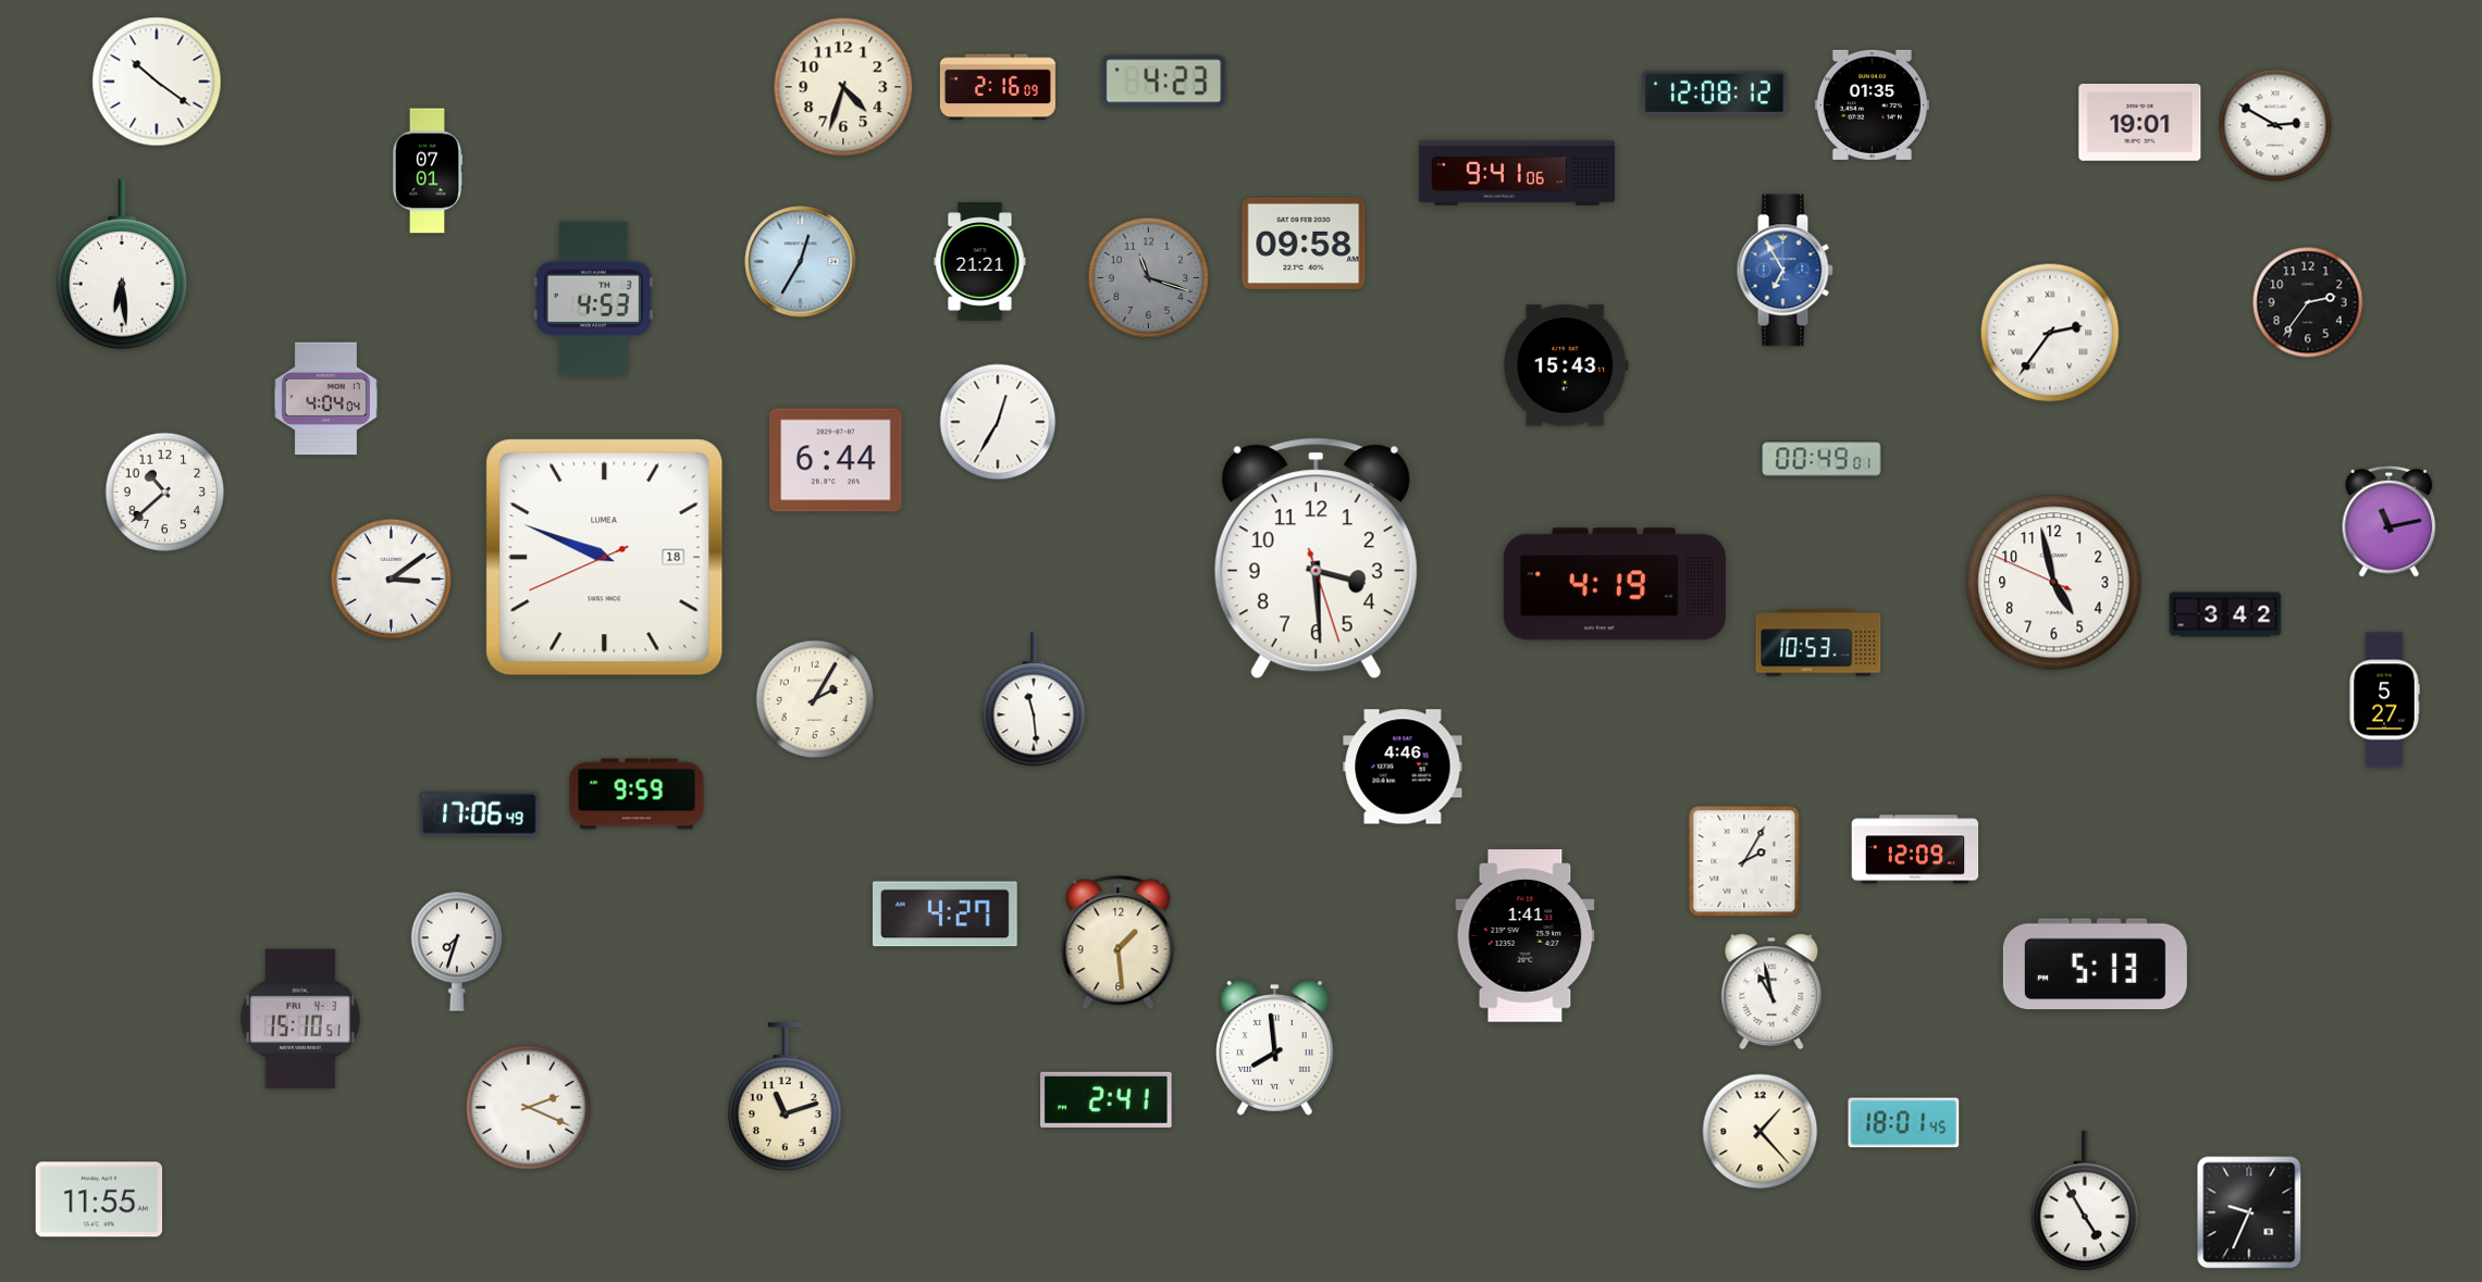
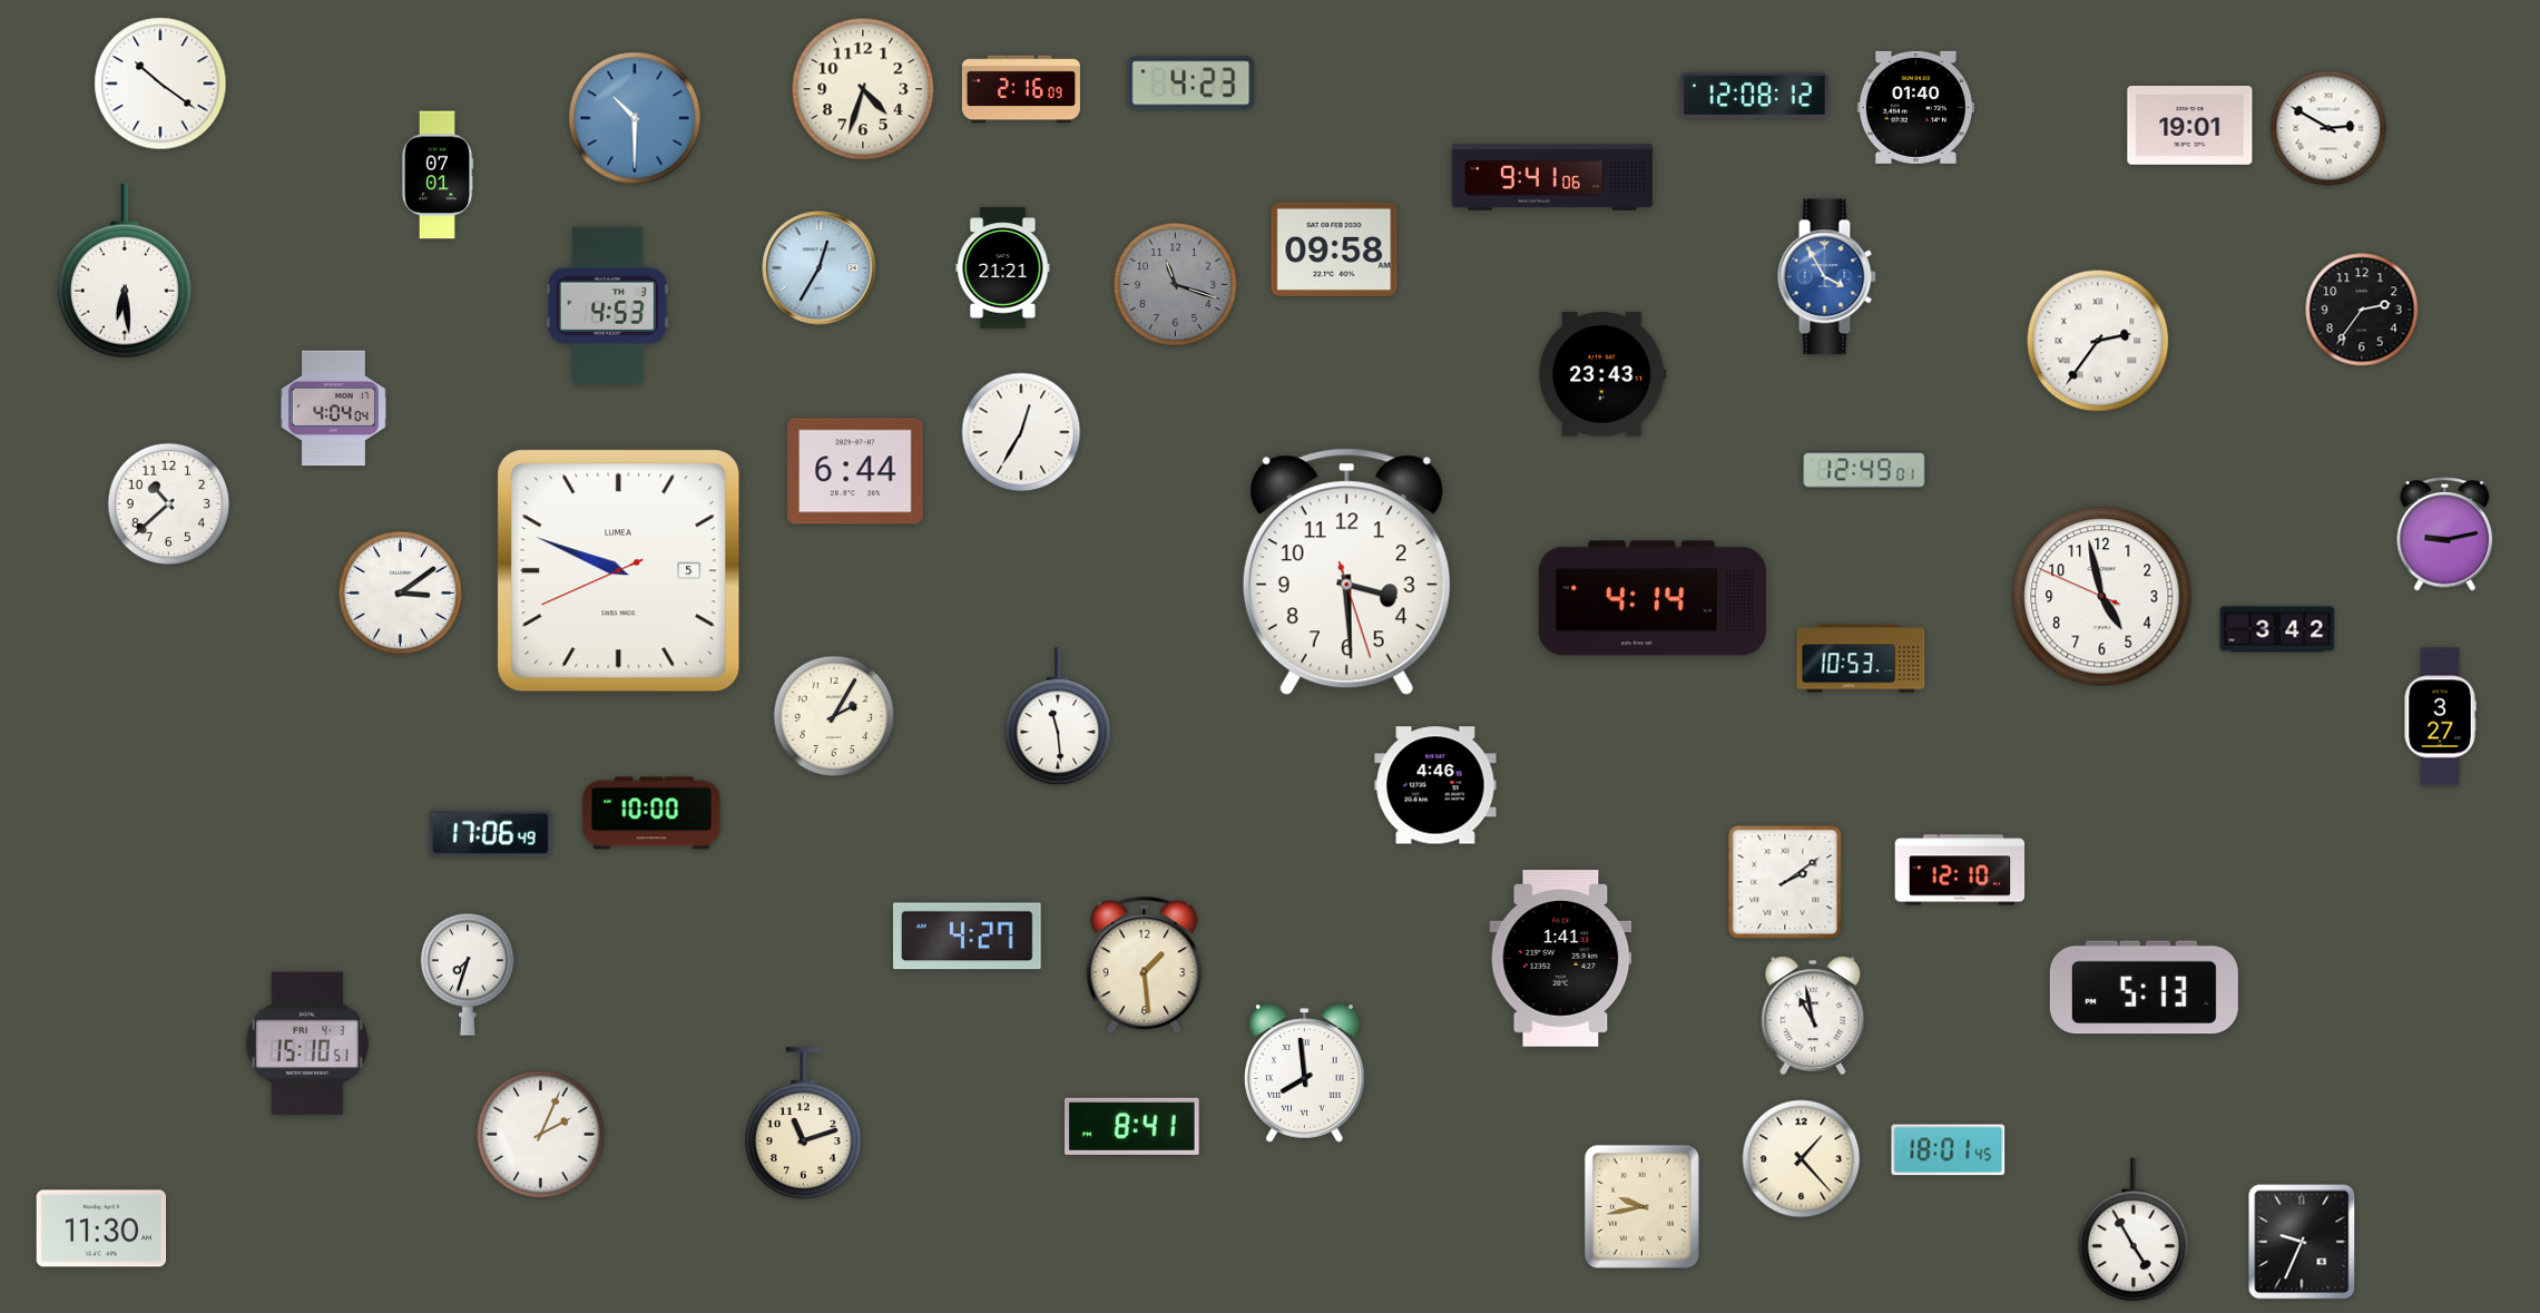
clock at (1872, 104): 01:35 -> 01:40
clock at (635, 118): none -> 10:30
clock at (1785, 271): 6:55 -> 3:55
clock at (1566, 365): 15:43 -> 23:43
clock at (1822, 459): 00:49 -> 12:49
clock at (2390, 522): 11:13 -> 9:13
clock at (605, 558) date: 18 -> 5
clock at (1615, 584): 4:19 -> 4:14
clock at (2384, 700): 5:27 -> 3:27
clock at (637, 794): 9:59 -> 10:00
clock at (1915, 849): 12:09 -> 12:10
clock at (1744, 861): 2:05 -> 2:09
clock at (1107, 1099): 2:41 -> 8:41
clock at (528, 1107): 2:19 -> 2:04
clock at (1641, 1206): none -> 9:43
clock at (99, 1199): 11:55 -> 11:30
